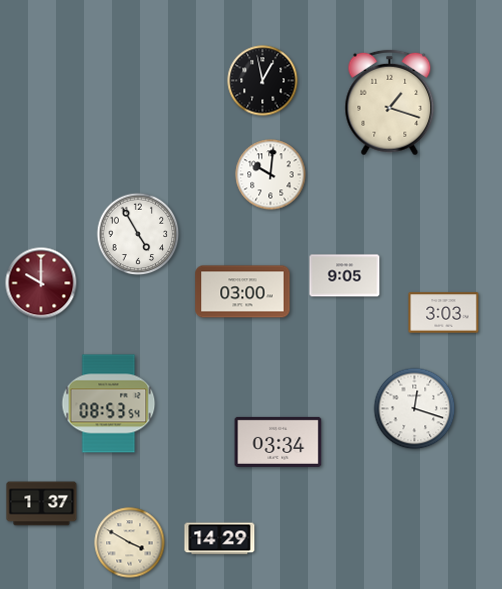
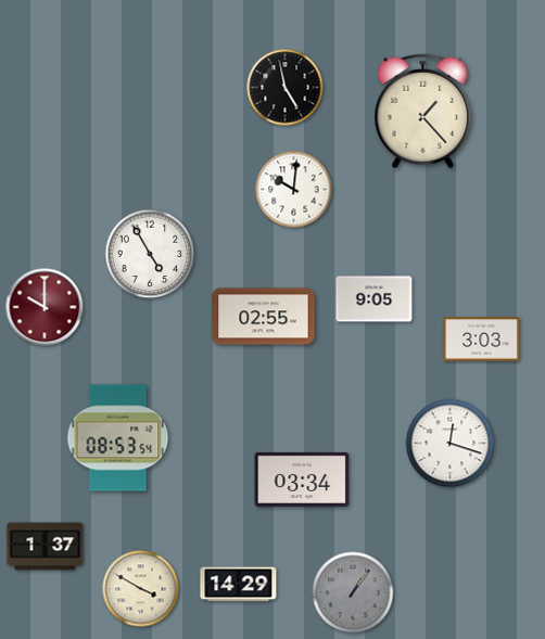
clock at (263, 81): 12:58 -> 4:58
clock at (390, 103): 1:18 -> 1:23
clock at (243, 292): 03:00 -> 02:55
clock at (353, 592): none -> 1:06
